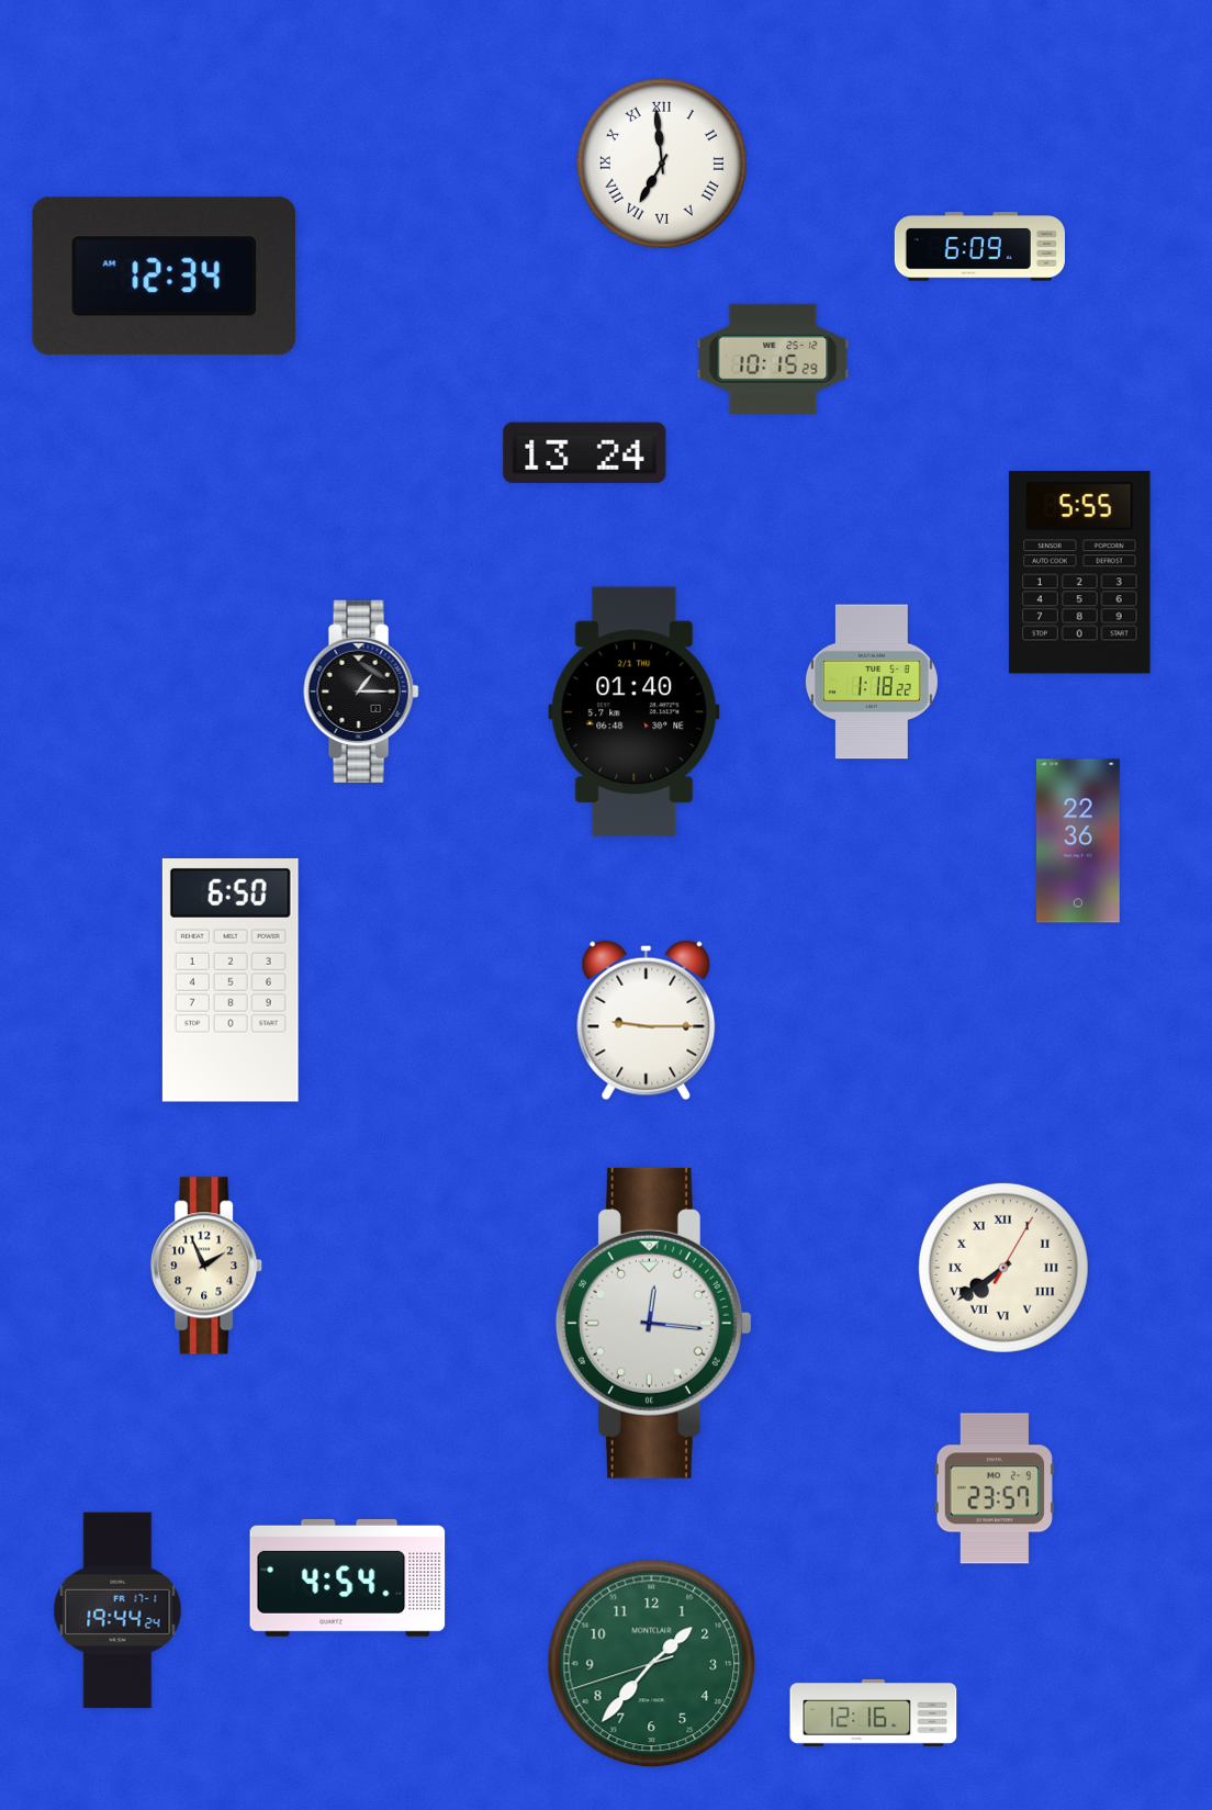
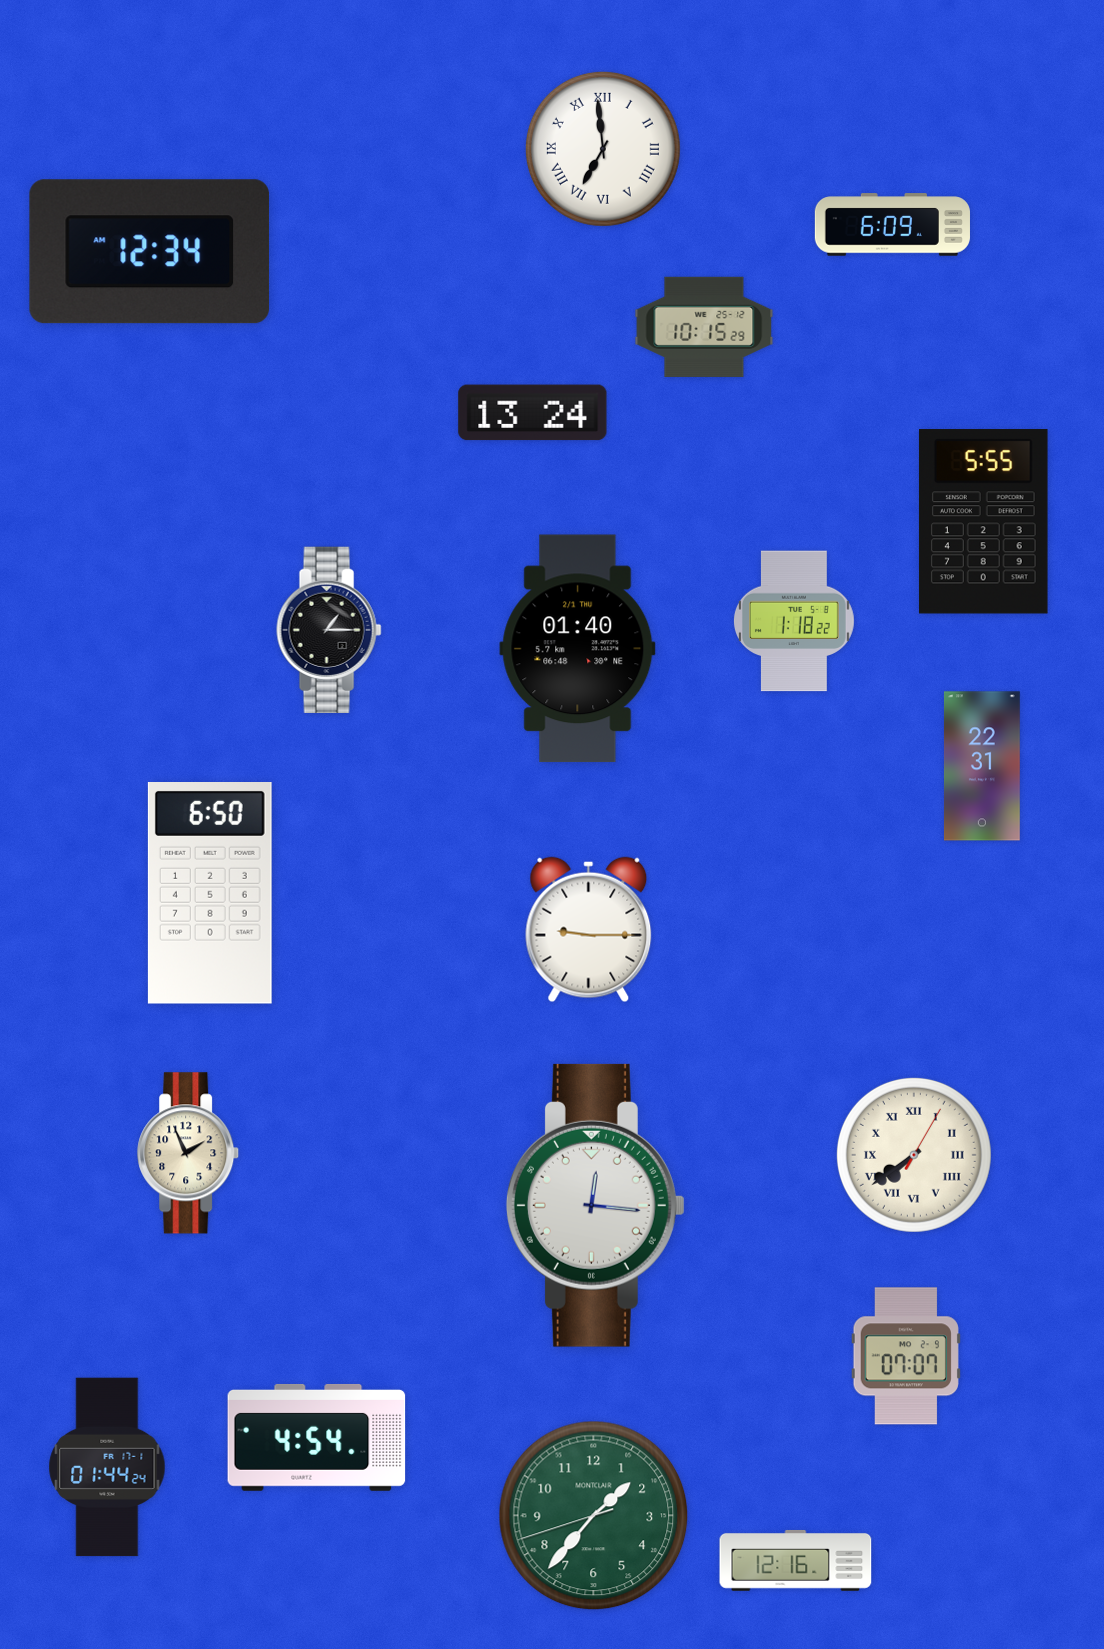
clock at (1078, 841): 22:36 -> 22:31
clock at (995, 1488): 23:57 -> 07:07
clock at (117, 1610): 19:44 -> 01:44
